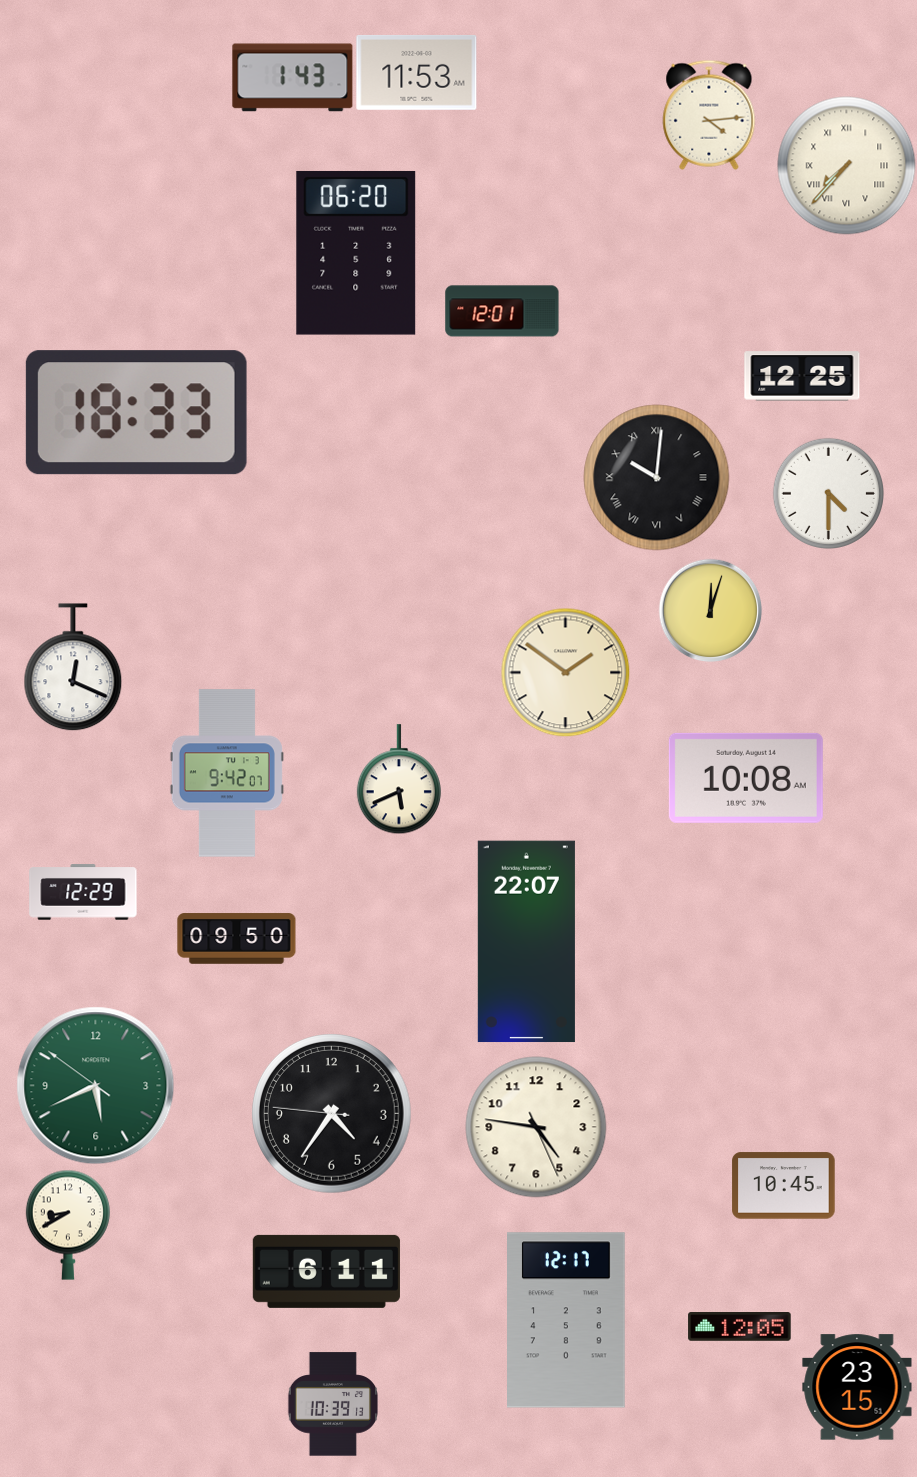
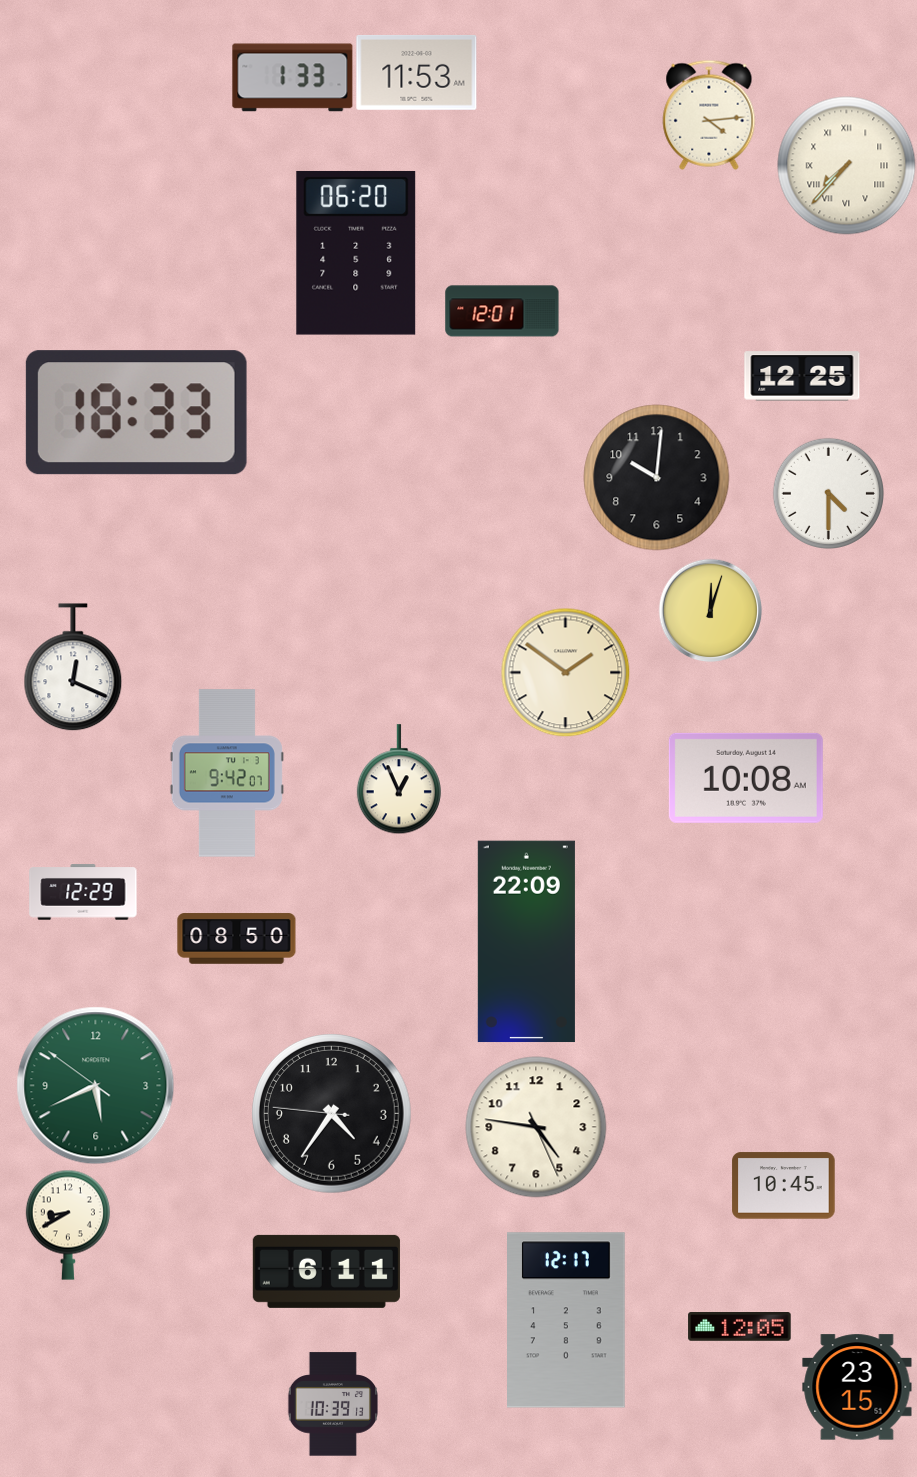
clock at (293, 78): 1:43 -> 1:33
clock at (657, 478) numerals: Roman -> Arabic
clock at (399, 779): 5:41 -> 12:56
clock at (237, 939): 09:50 -> 08:50
clock at (526, 942): 22:07 -> 22:09
